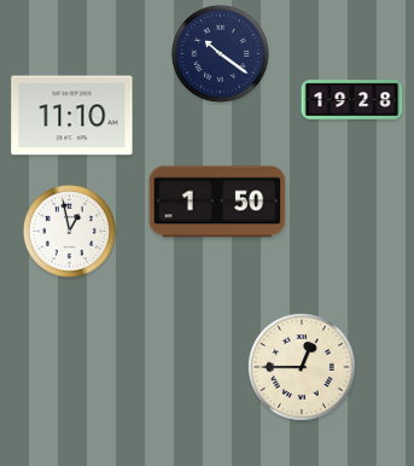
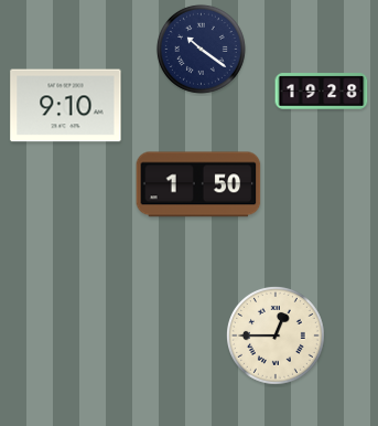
clock at (72, 116): 11:10 -> 9:10
clock at (69, 231): 12:58 -> none
